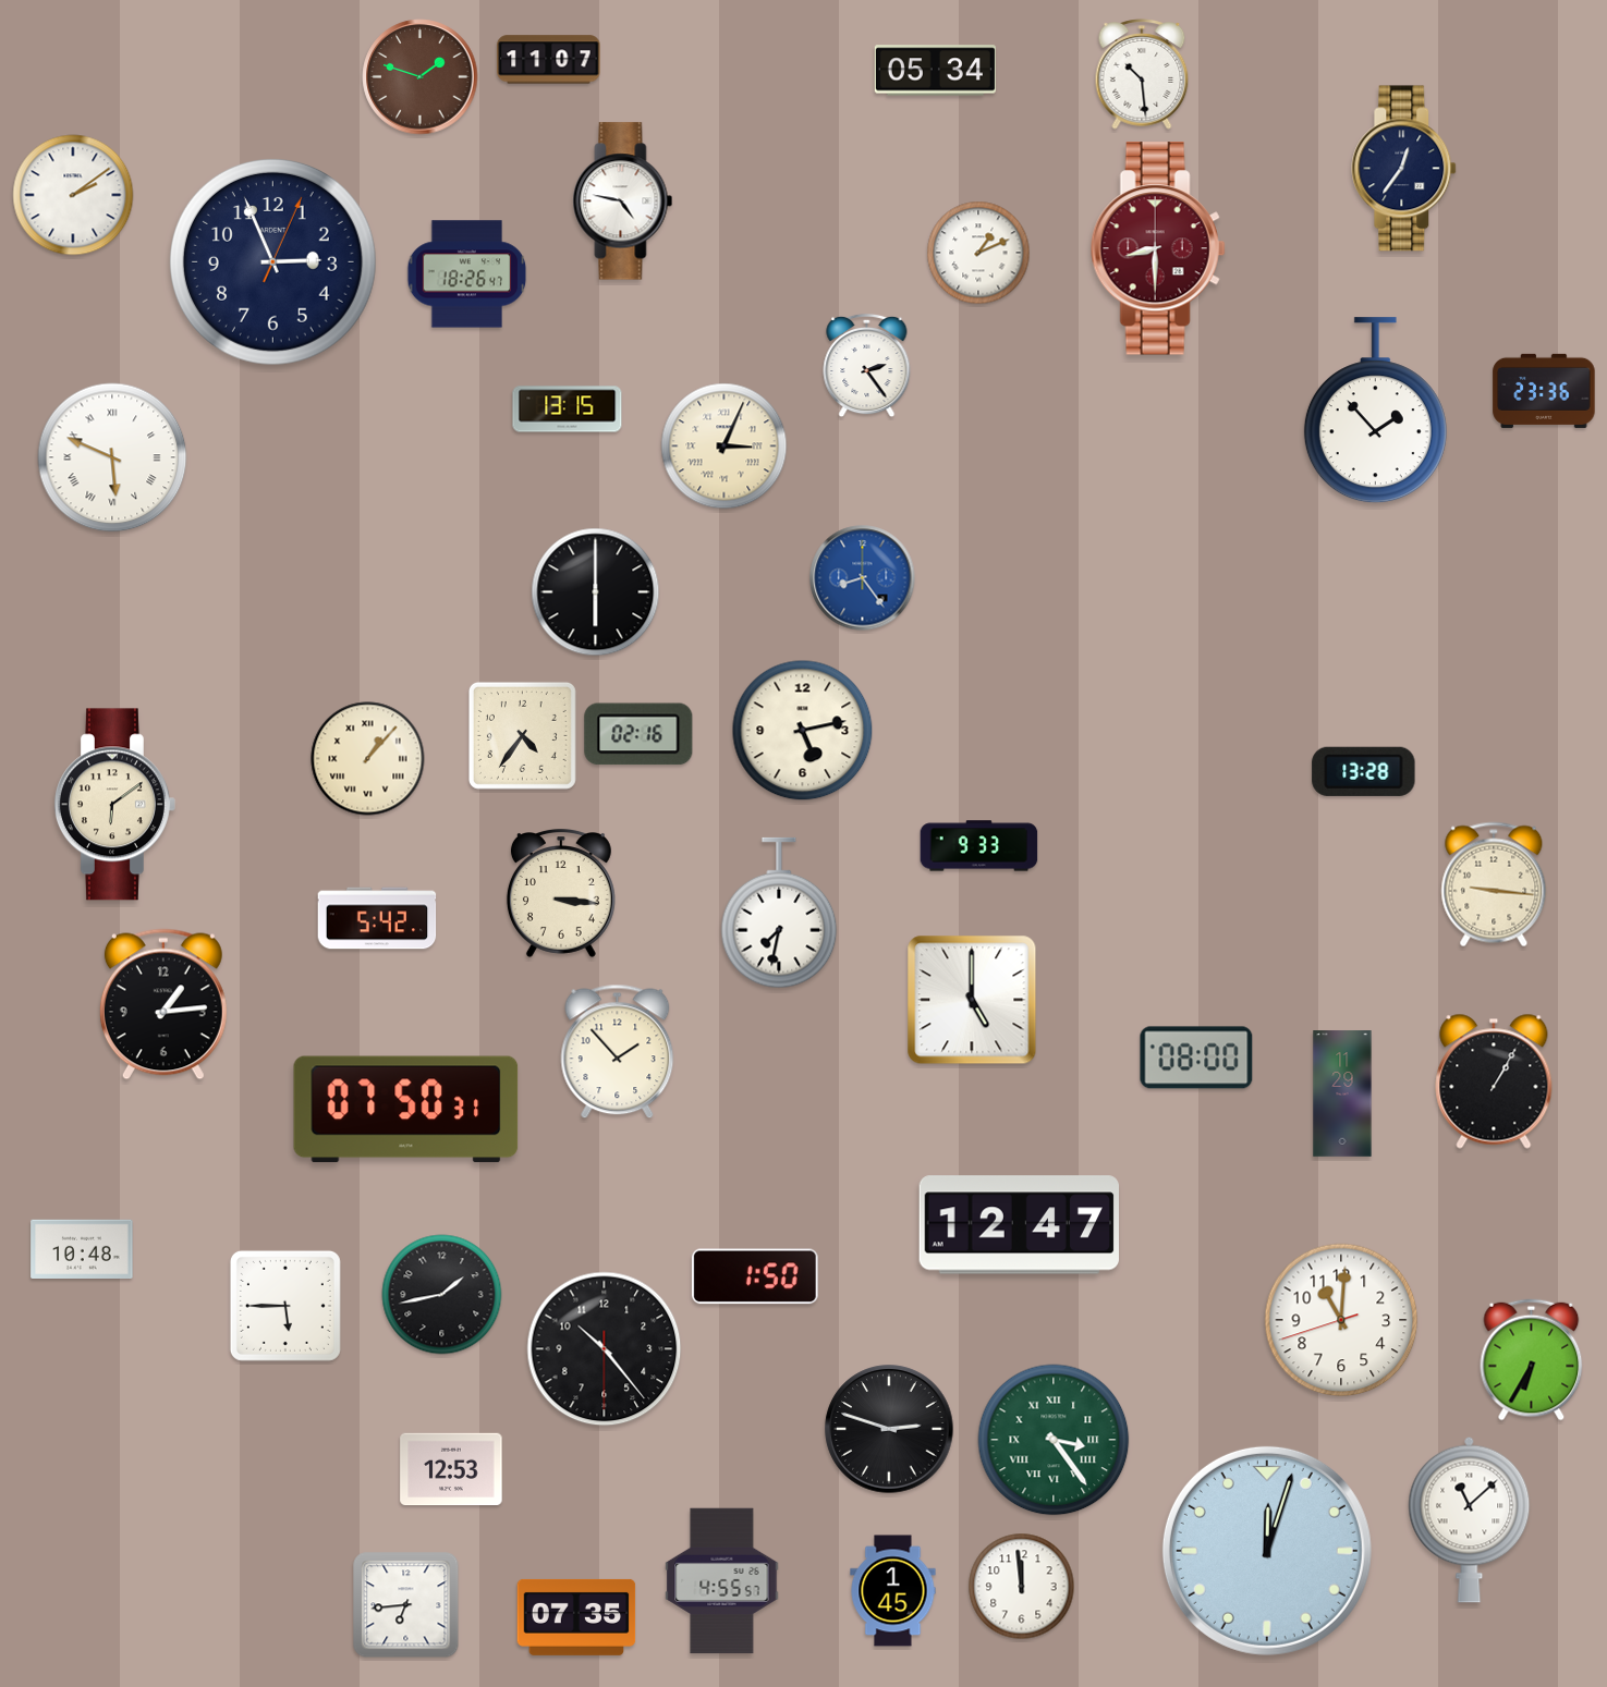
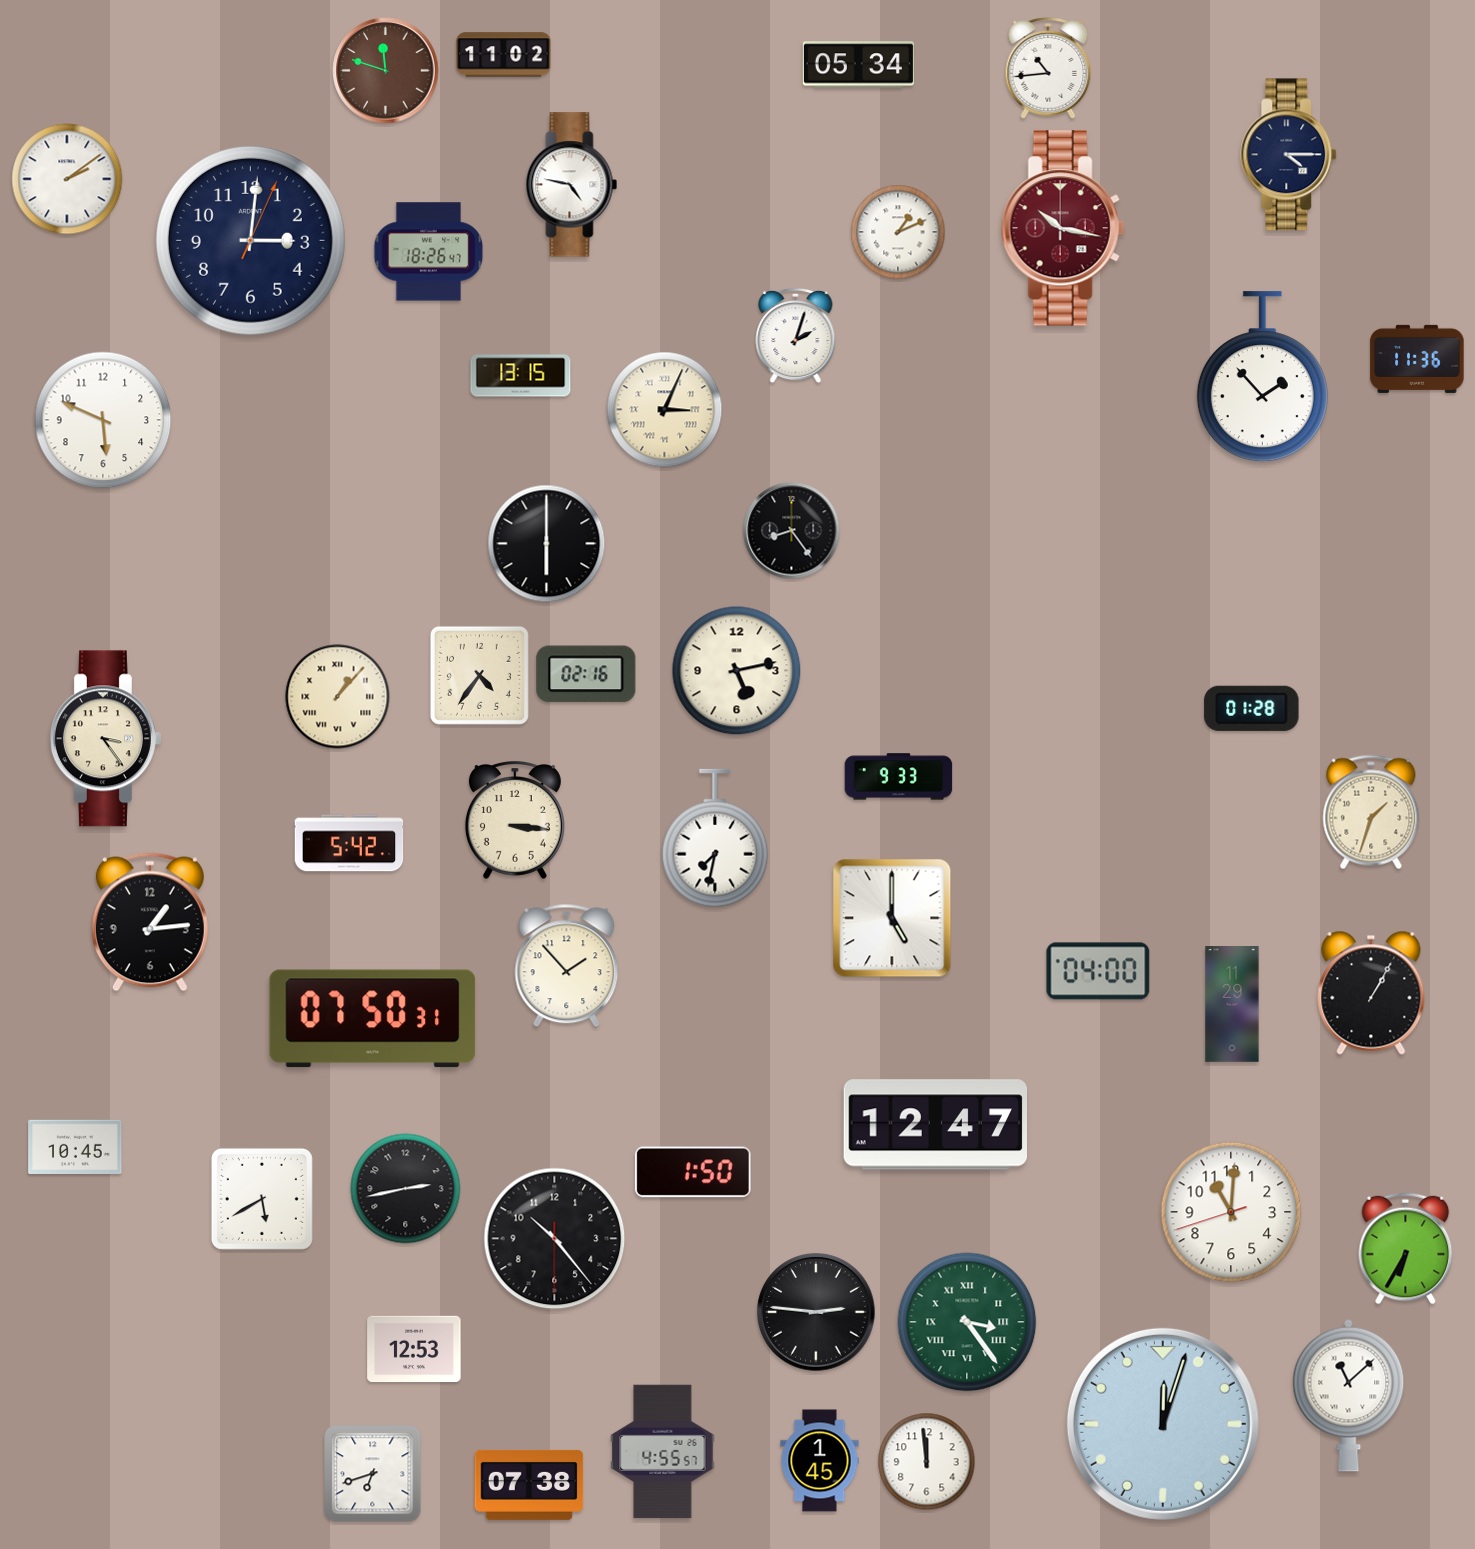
clock at (549, 60): 11:07 -> 11:02
clock at (1142, 74): 10:29 -> 10:44
clock at (421, 77): 1:48 -> 11:48
clock at (1404, 169): 12:36 -> 4:15
clock at (1158, 248): 8:30 -> 10:17
clock at (272, 261): 2:56 -> 3:01
clock at (867, 366): 2:24 -> 2:03
clock at (1544, 391): 23:36 -> 11:36
clock at (112, 457) numerals: Roman -> Arabic
clock at (863, 578) dial: blue -> black
clock at (1364, 771): 13:28 -> 01:28
clock at (114, 805): 6:09 -> 3:24
clock at (1494, 884): 9:16 -> 1:33
clock at (377, 918) position: (377, 918) -> (349, 843)
clock at (1196, 1058): 08:00 -> 04:00
clock at (82, 1248): 10:48 -> 10:45
clock at (442, 1295): 1:43 -> 2:43
clock at (285, 1306): 5:45 -> 5:40
clock at (889, 1429): 2:48 -> 2:46
clock at (1022, 1587) position: (1022, 1587) -> (927, 1462)
clock at (406, 1605): 6:44 -> 6:42
clock at (576, 1617): 07:35 -> 07:38
